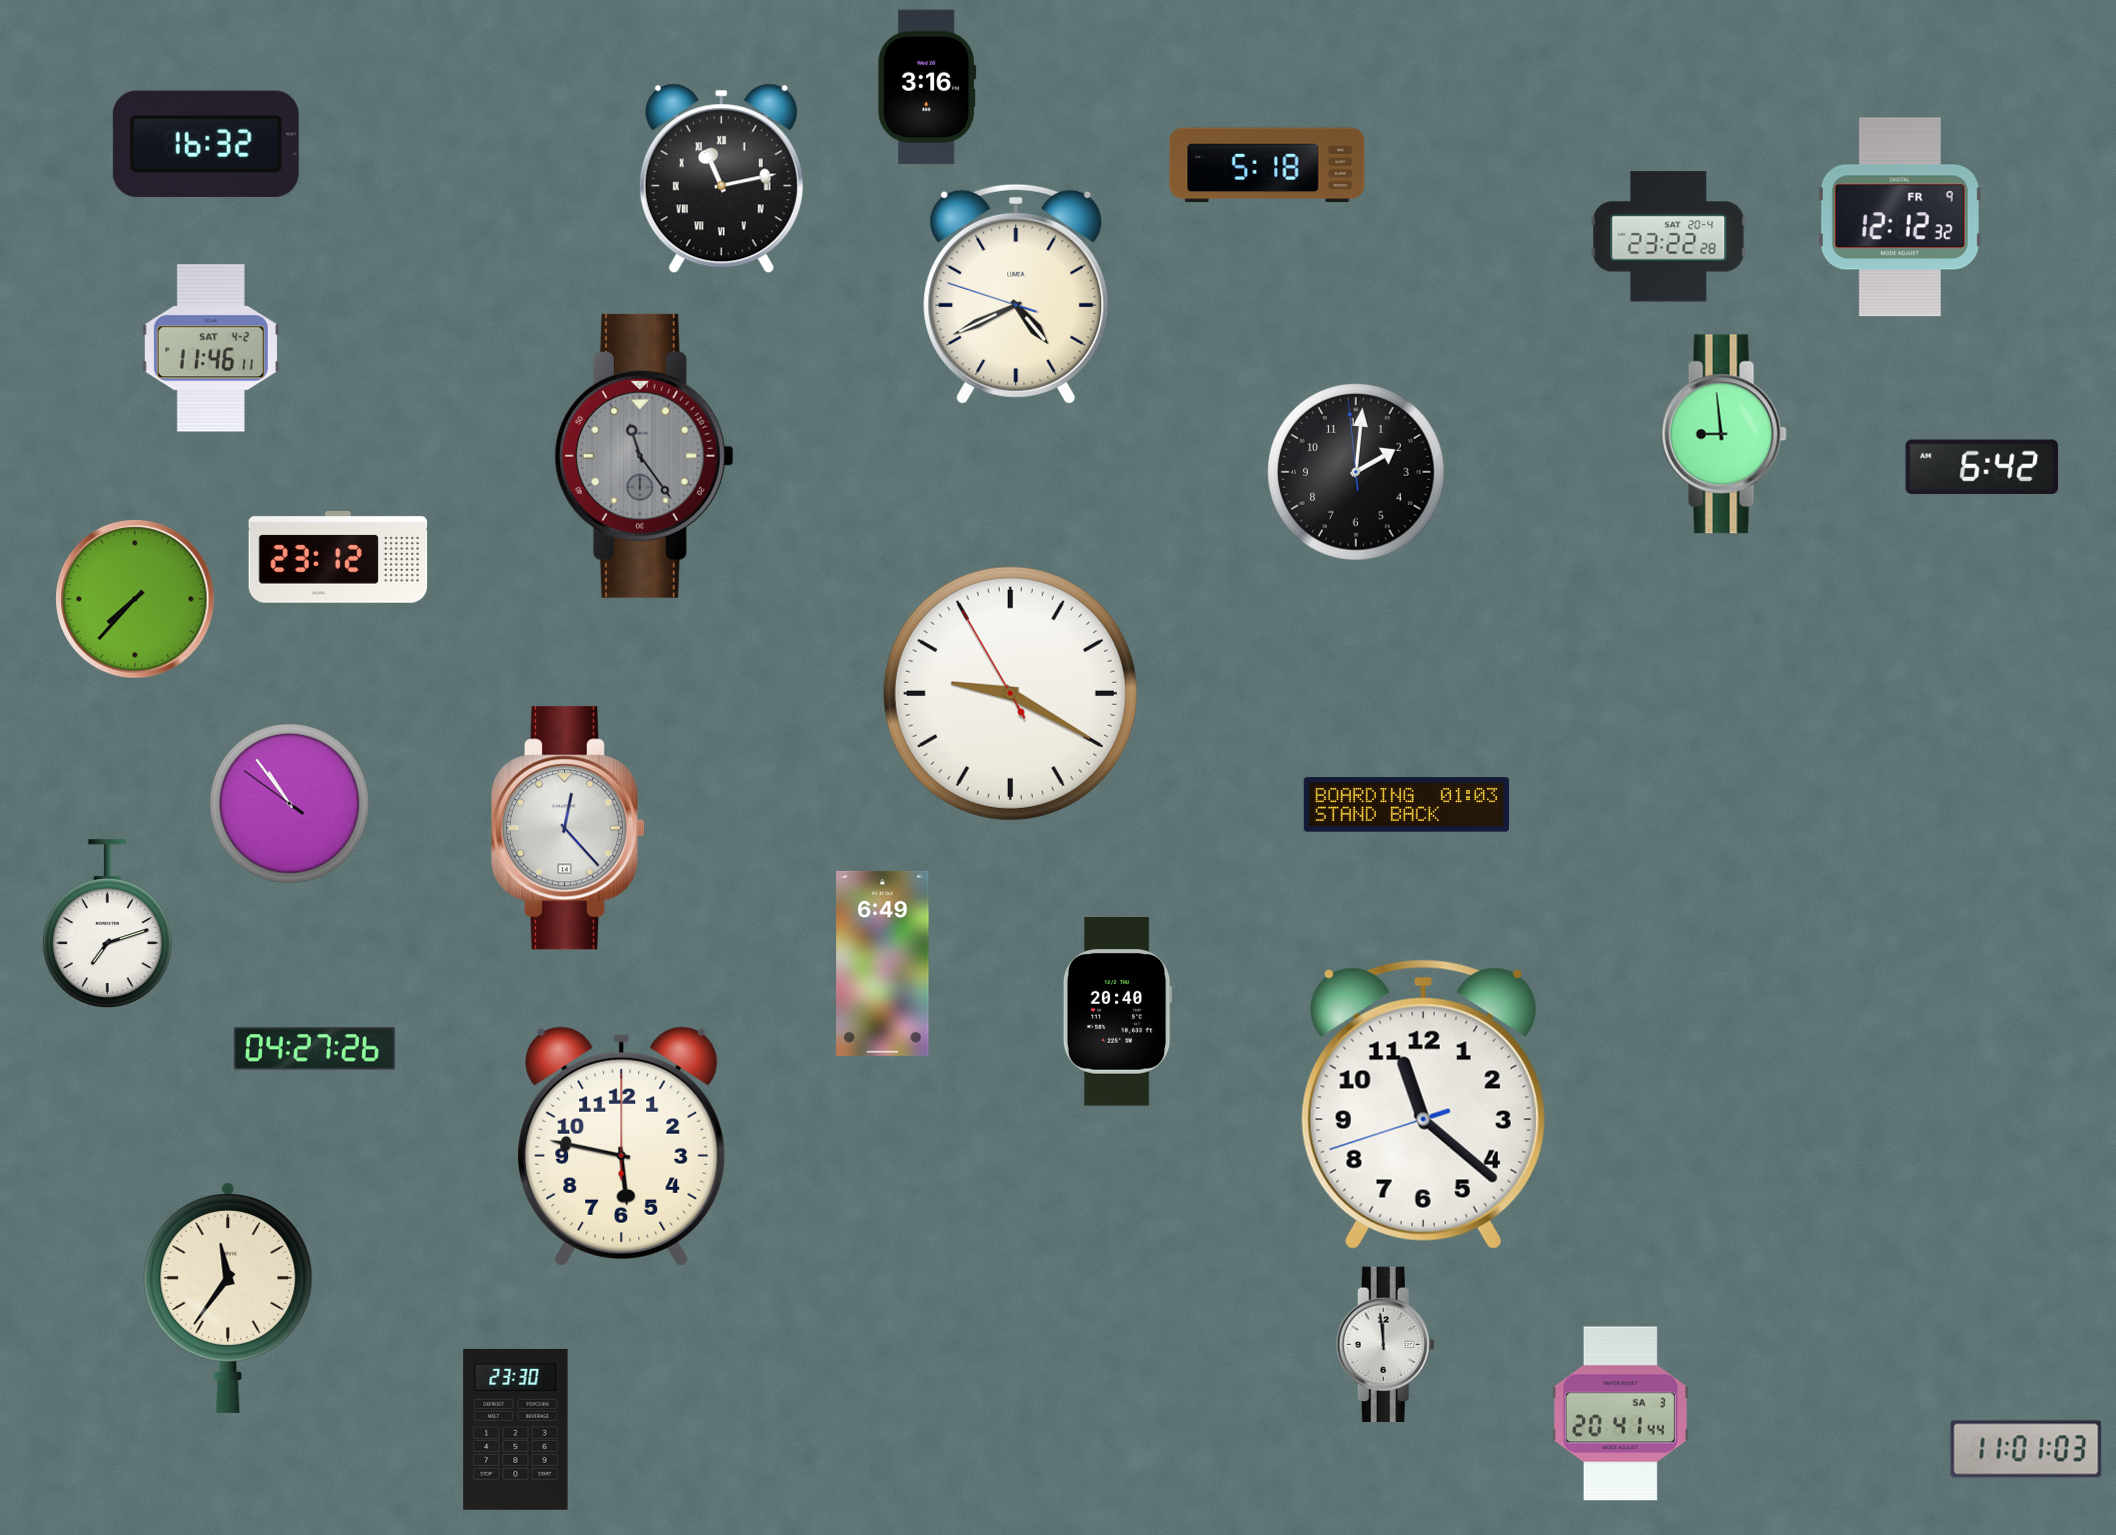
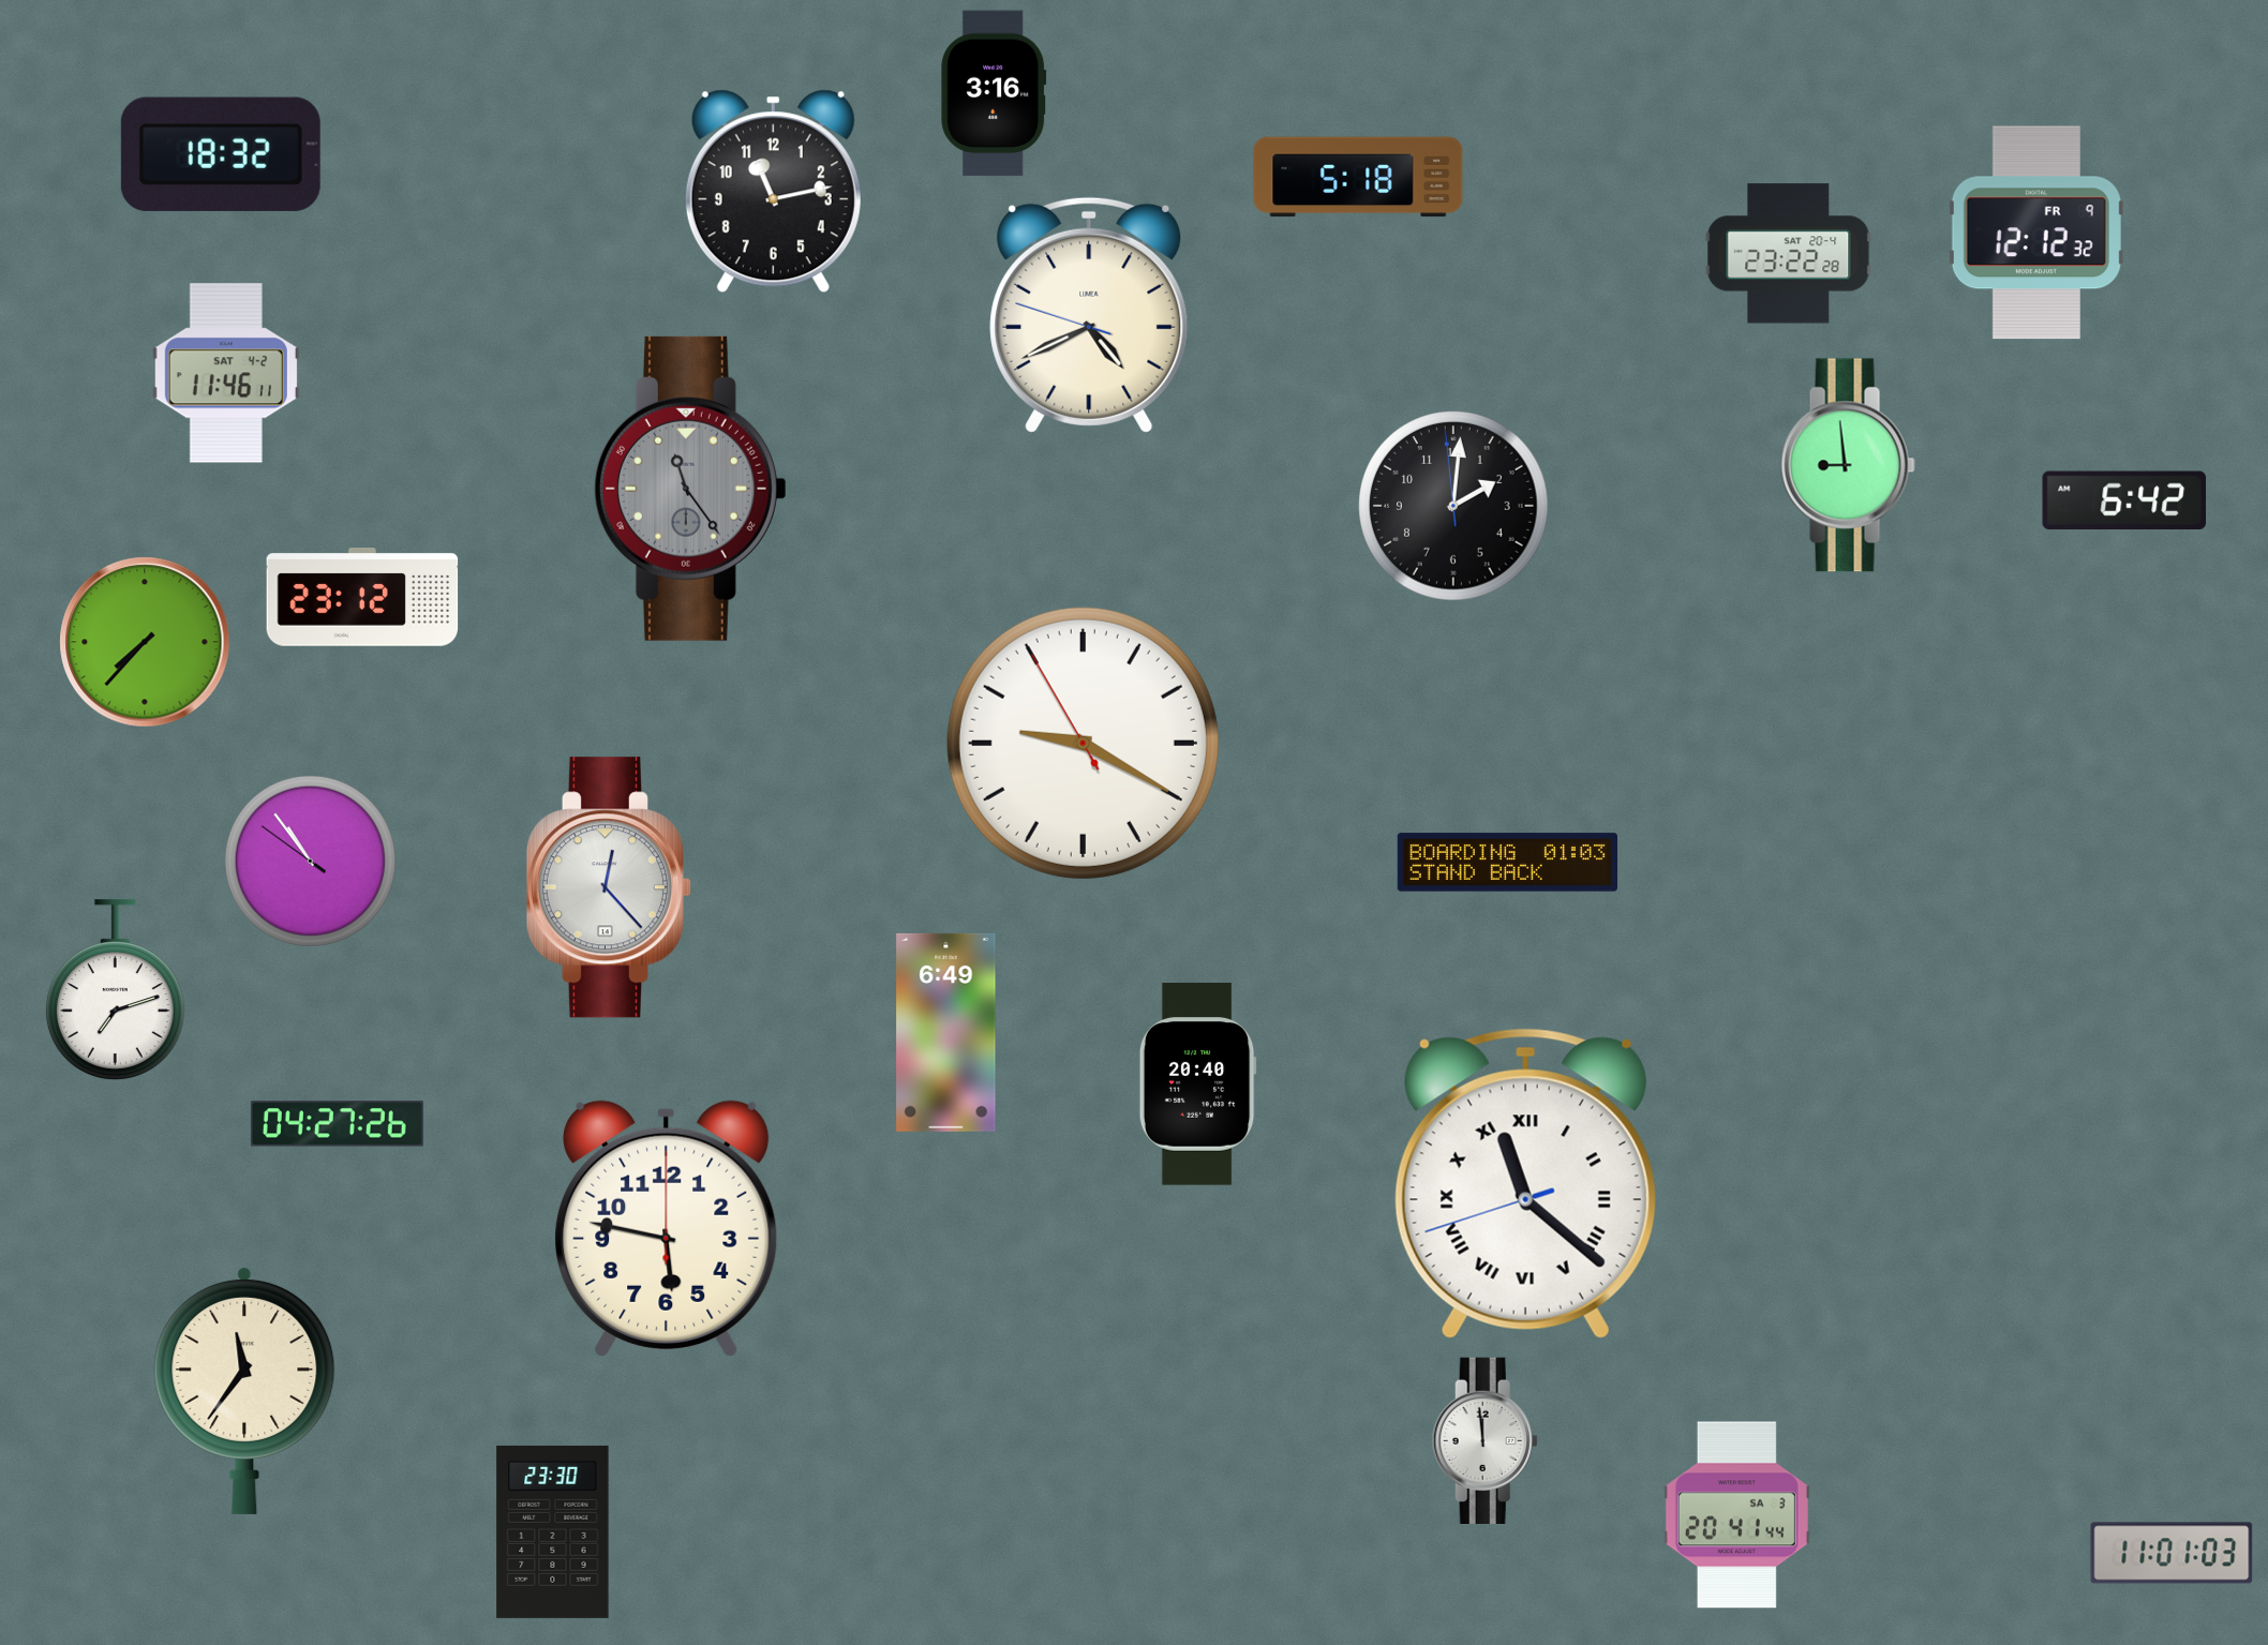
clock at (206, 144): 16:32 -> 18:32
clock at (721, 179) numerals: Roman -> Arabic
clock at (1423, 1104) numerals: Arabic -> Roman
